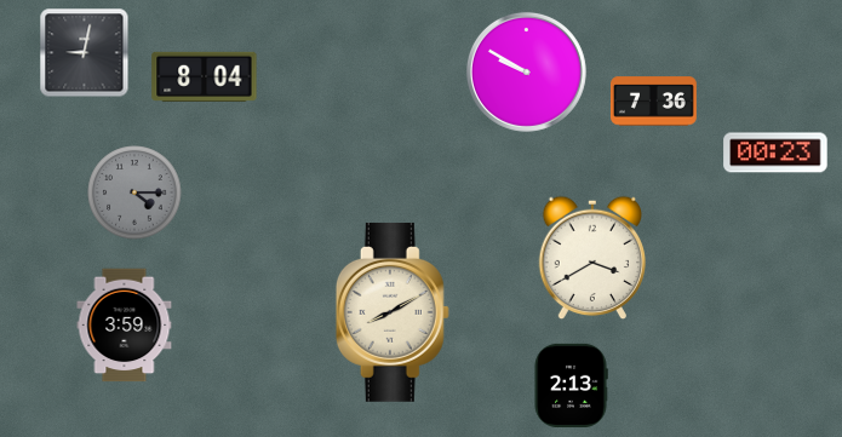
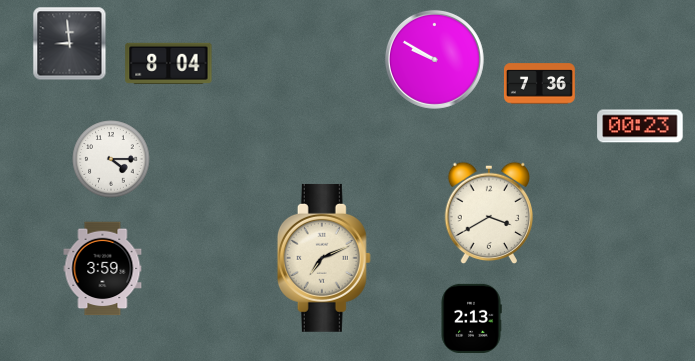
clock at (85, 53): 9:02 -> 8:59
clock at (134, 192) dial: grey -> white
clock at (393, 312): 8:10 -> 7:11
